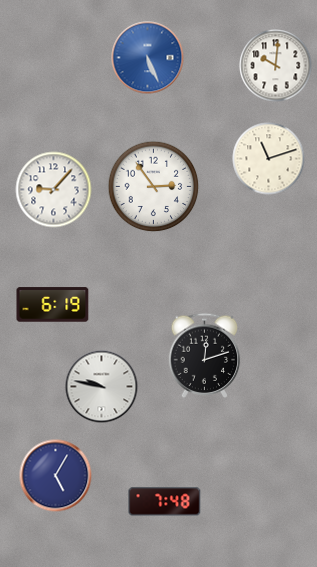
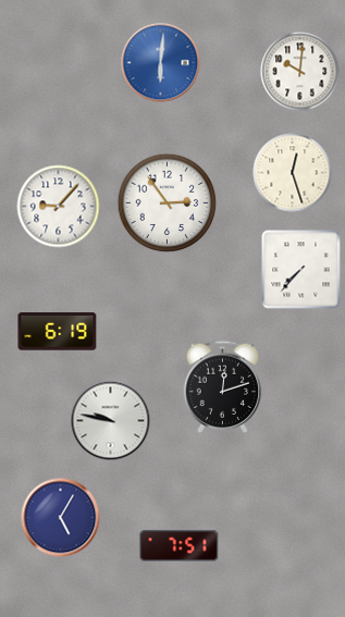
clock at (148, 58): 5:26 -> 6:01
clock at (269, 159): 11:12 -> 12:27
clock at (301, 270): none -> 7:37
clock at (165, 502): 7:48 -> 7:51
